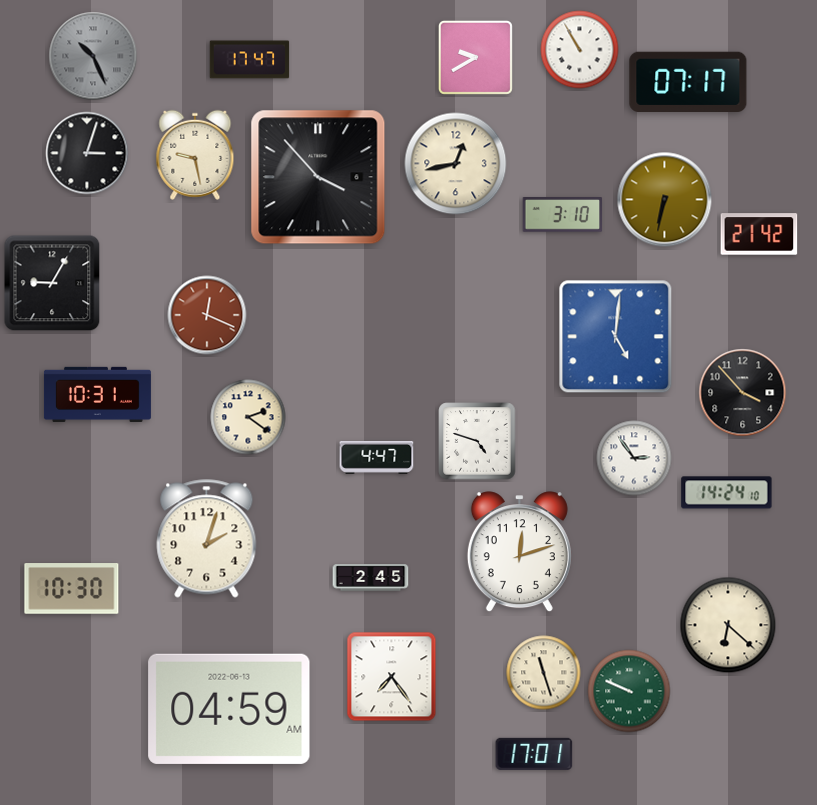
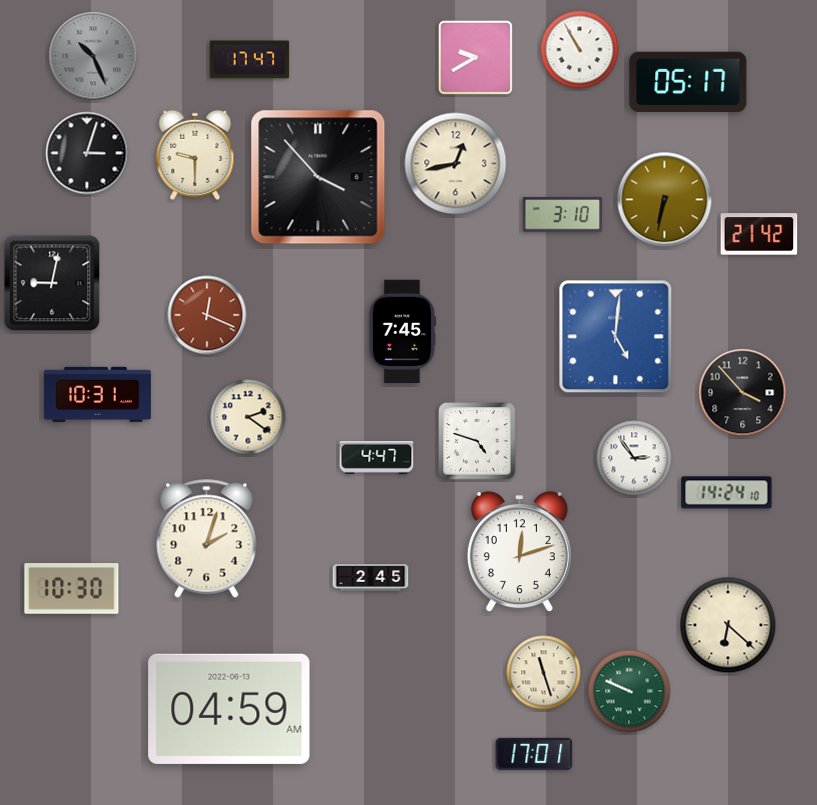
clock at (688, 81): 07:17 -> 05:17
clock at (195, 155): 9:28 -> 9:30
clock at (52, 283): 9:05 -> 9:02
clock at (402, 332): none -> 7:45
clock at (392, 677): 7:24 -> none
